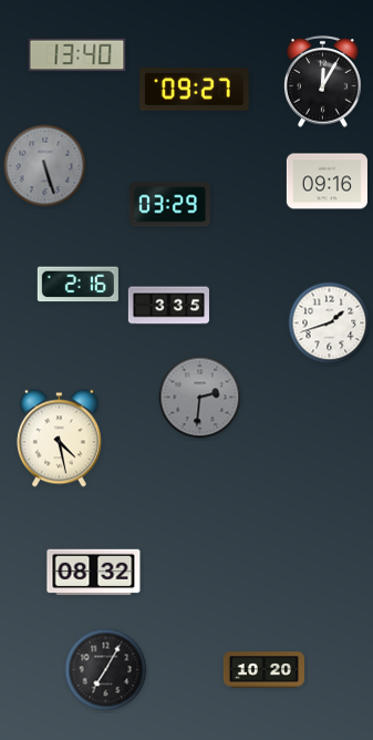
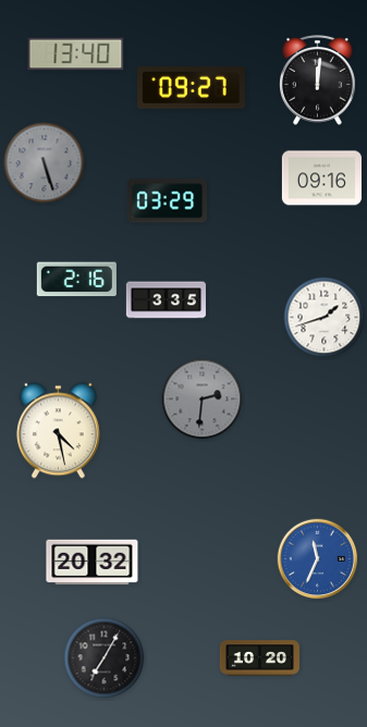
clock at (323, 81): 12:05 -> 12:01
clock at (200, 398) position: (200, 398) -> (203, 399)
clock at (318, 559): none -> 11:34
clock at (94, 573): 08:32 -> 20:32
